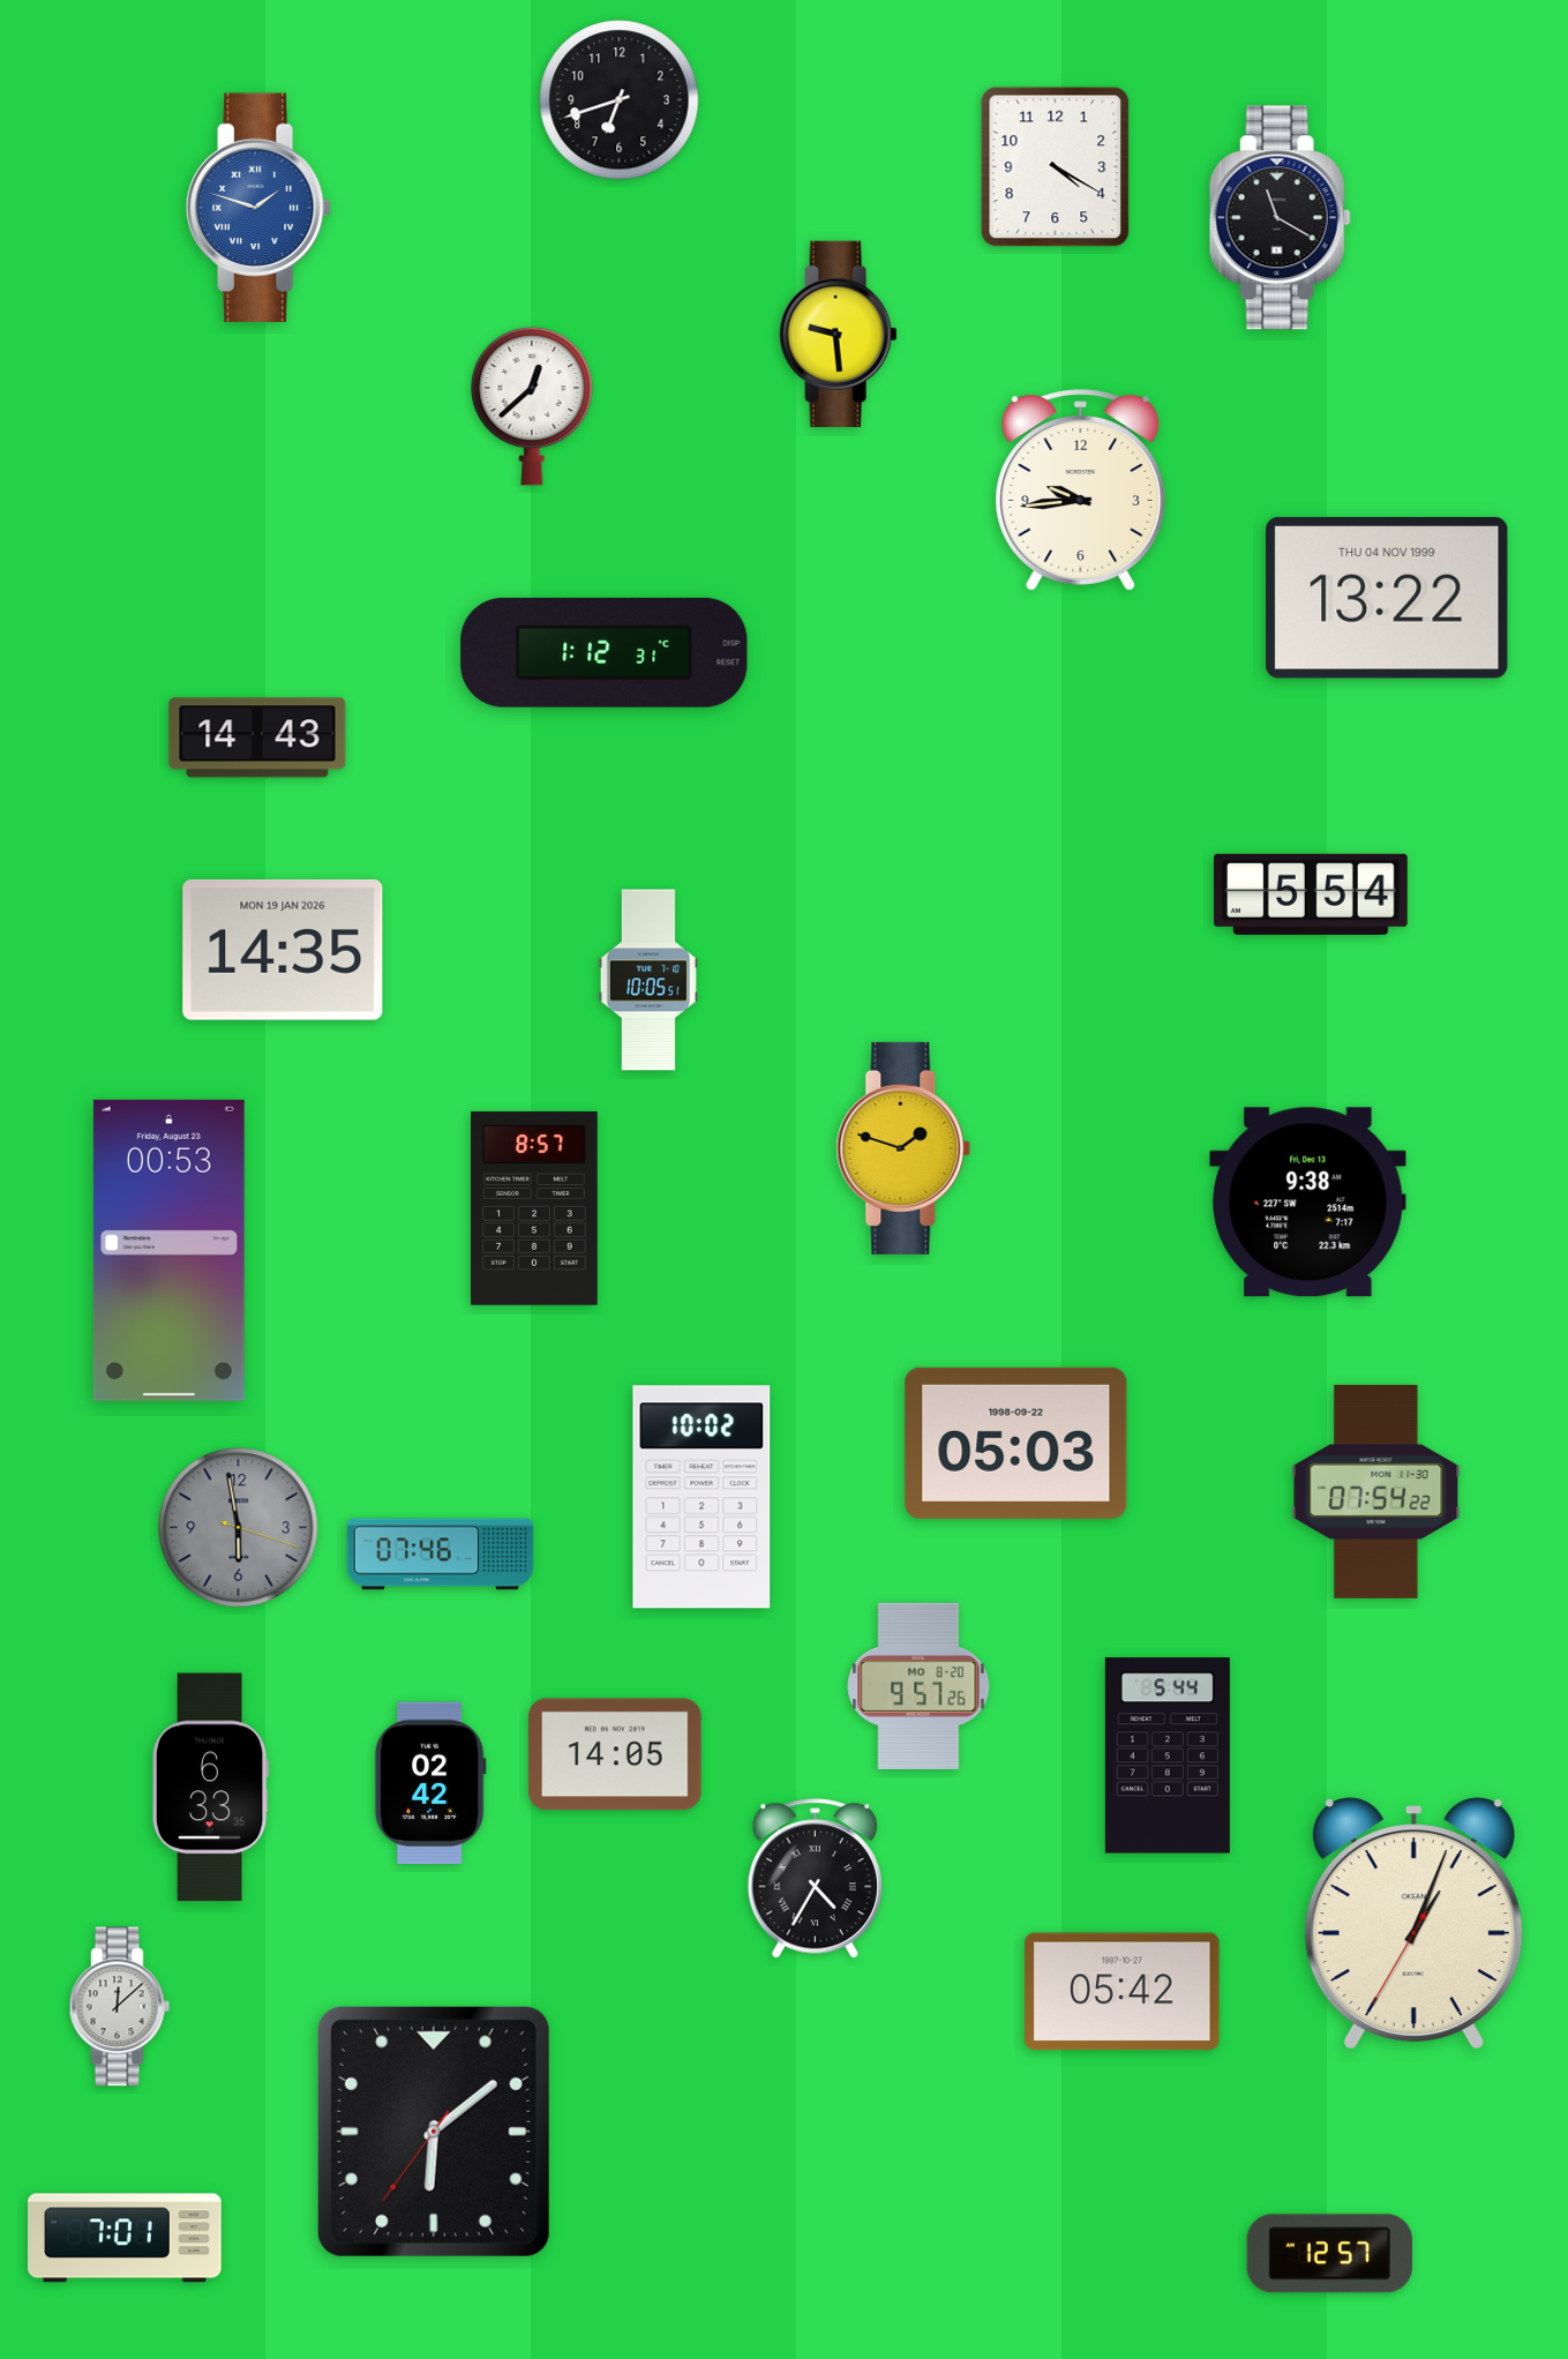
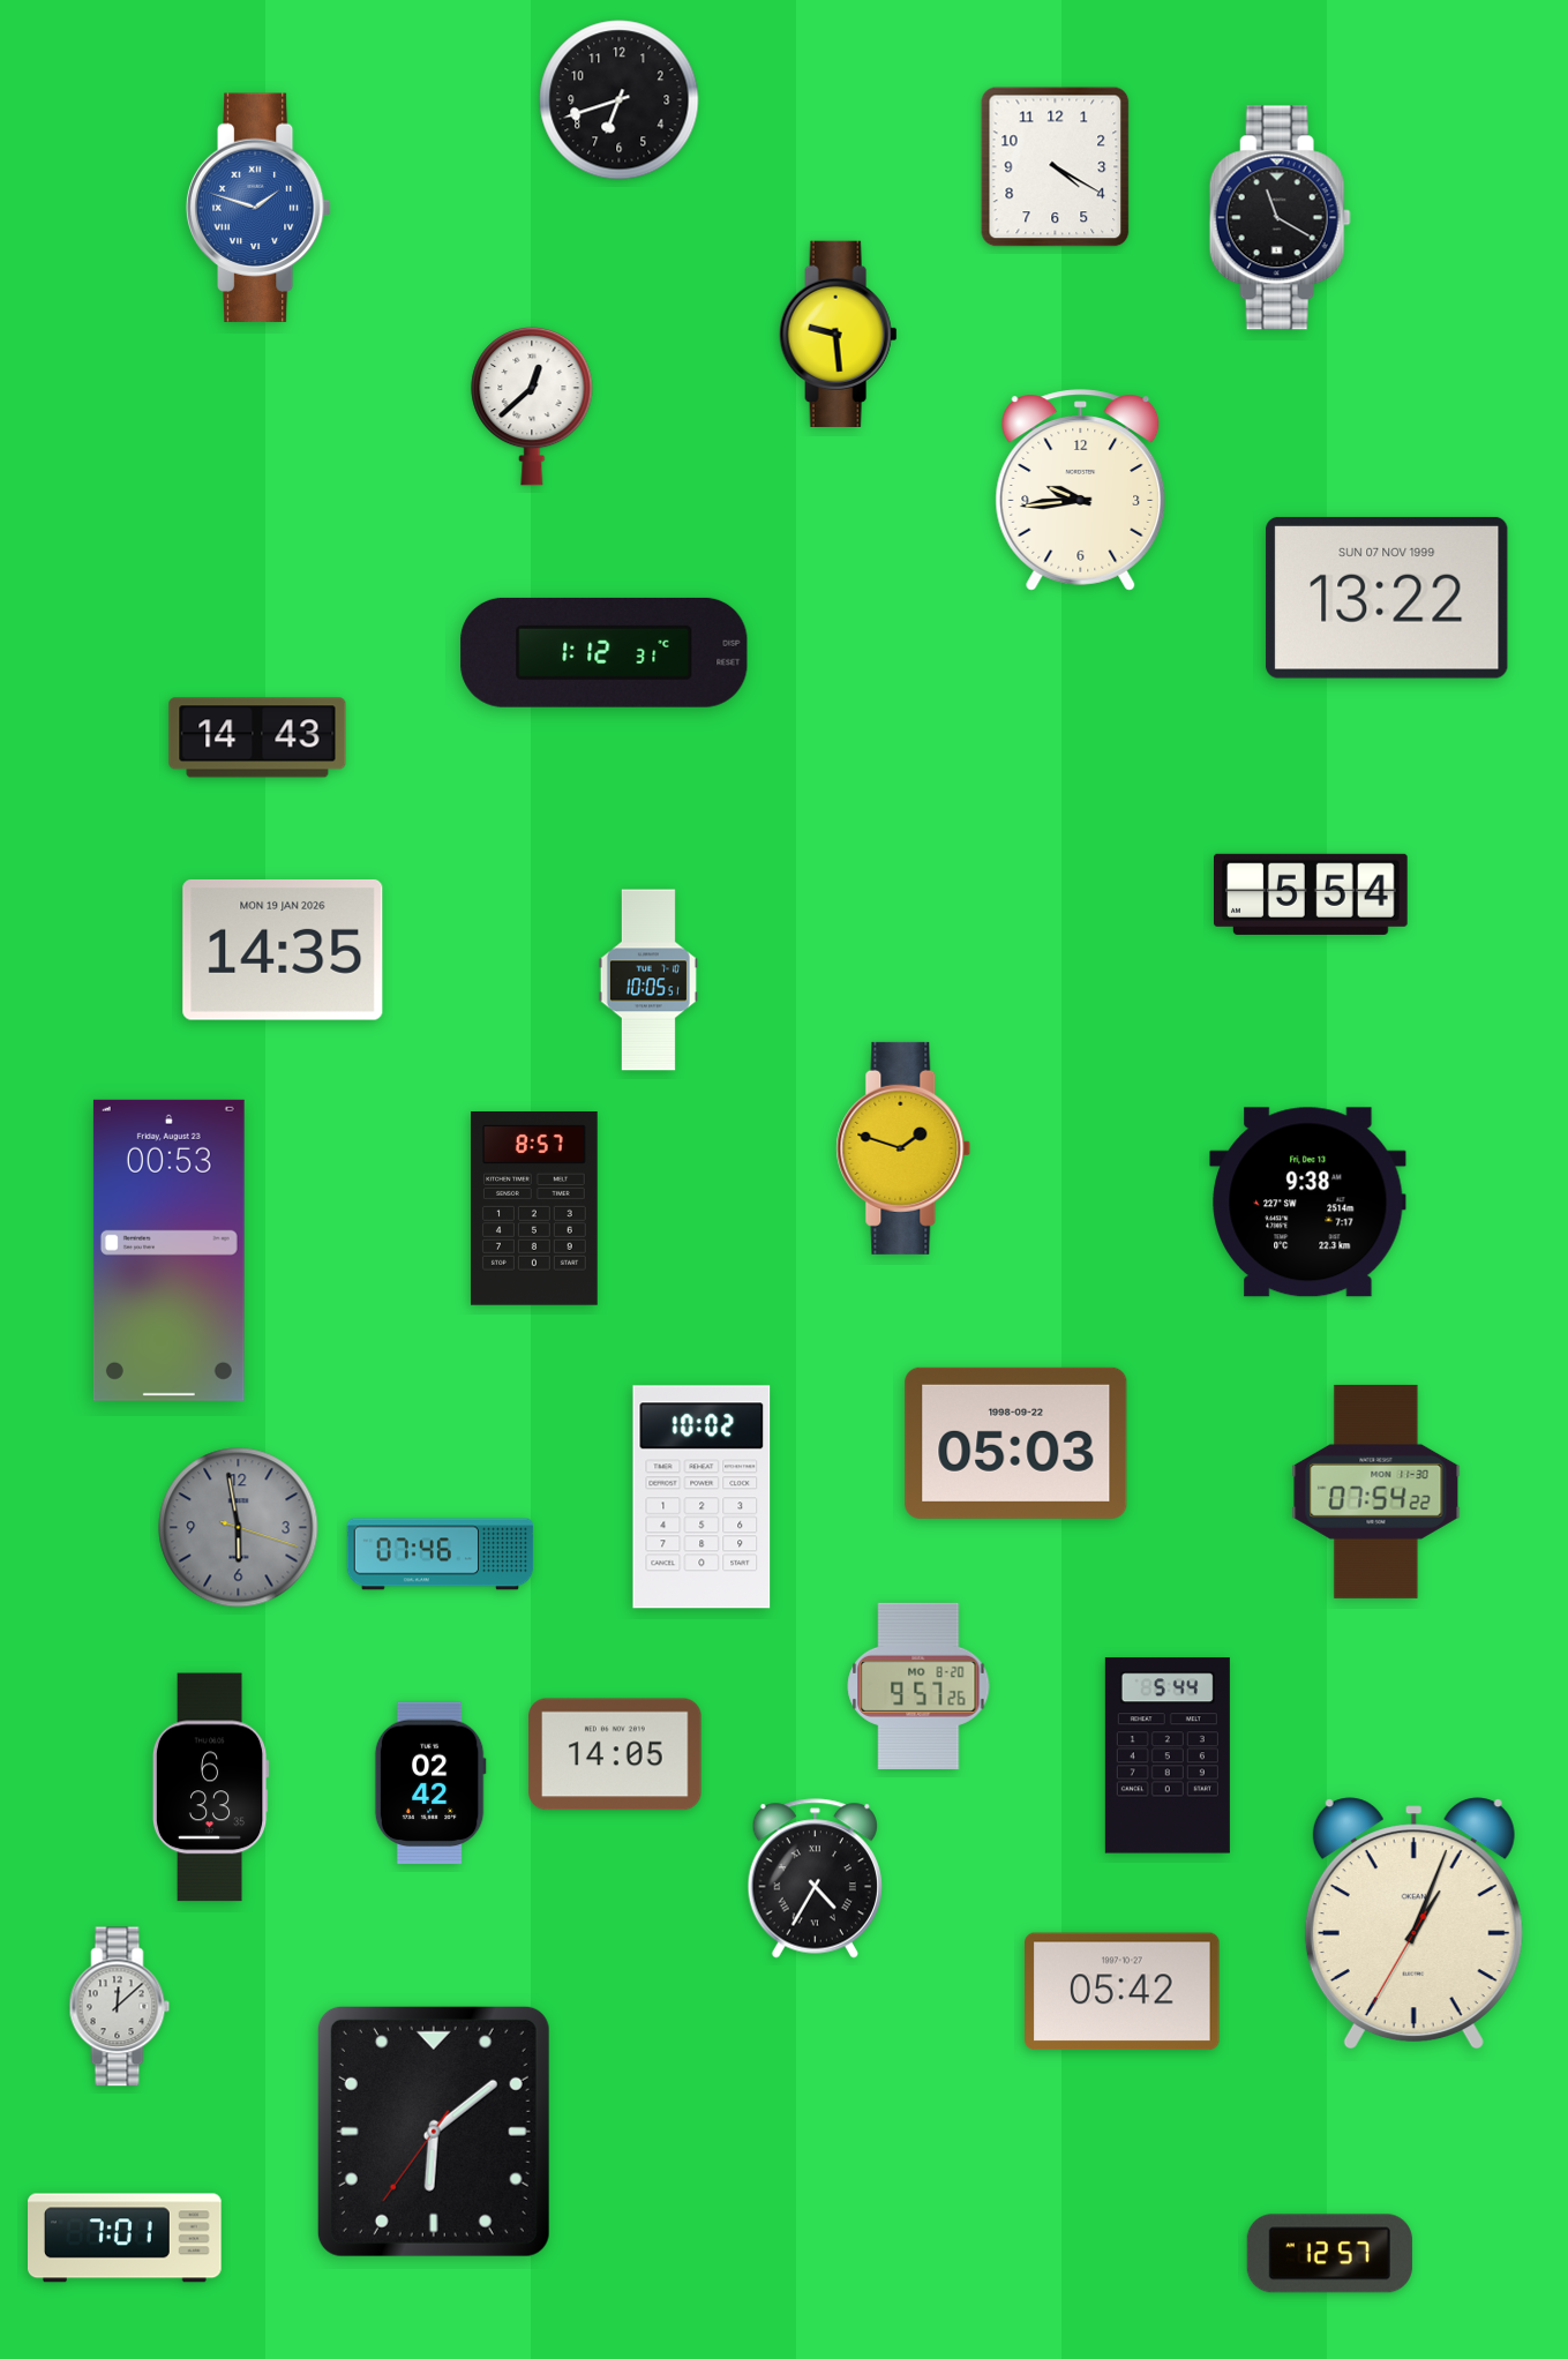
clock at (1387, 598) date: THU 04 NOV 1999 -> SUN 07 NOV 1999
